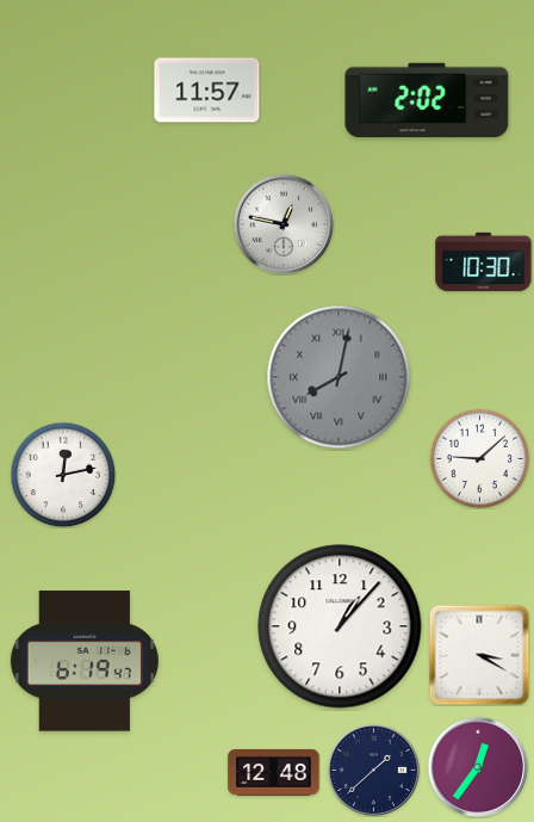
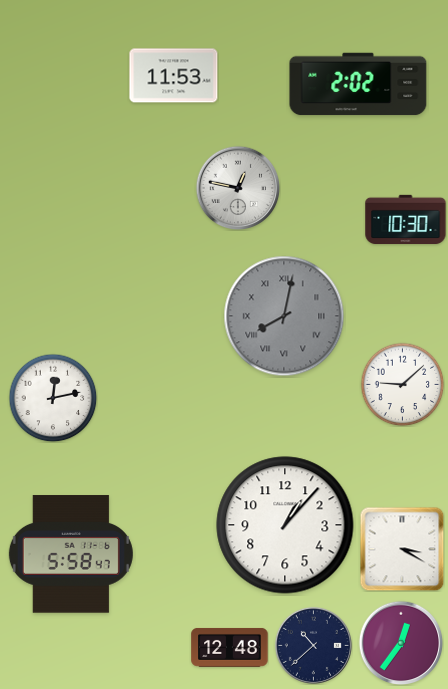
clock at (207, 91): 11:57 -> 11:53
clock at (85, 661): 6:19 -> 5:58
clock at (373, 770): 1:38 -> 10:38
